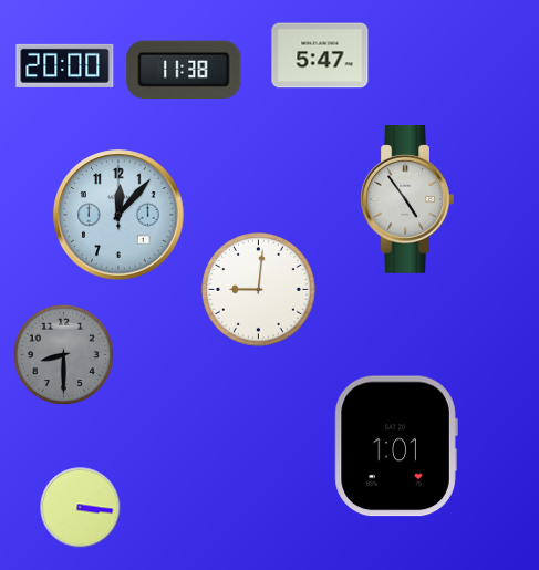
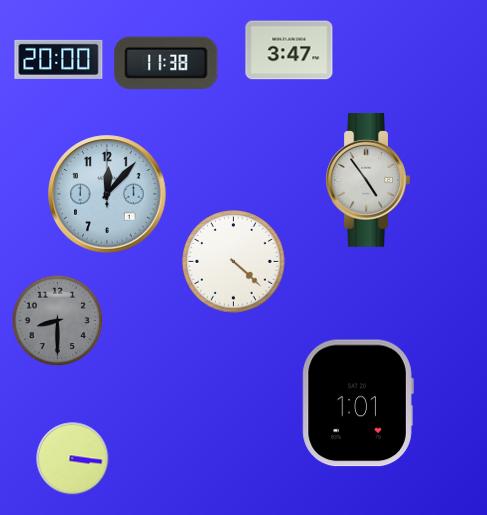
clock at (320, 55): 5:47 -> 3:47
clock at (259, 290): 9:01 -> 4:22
